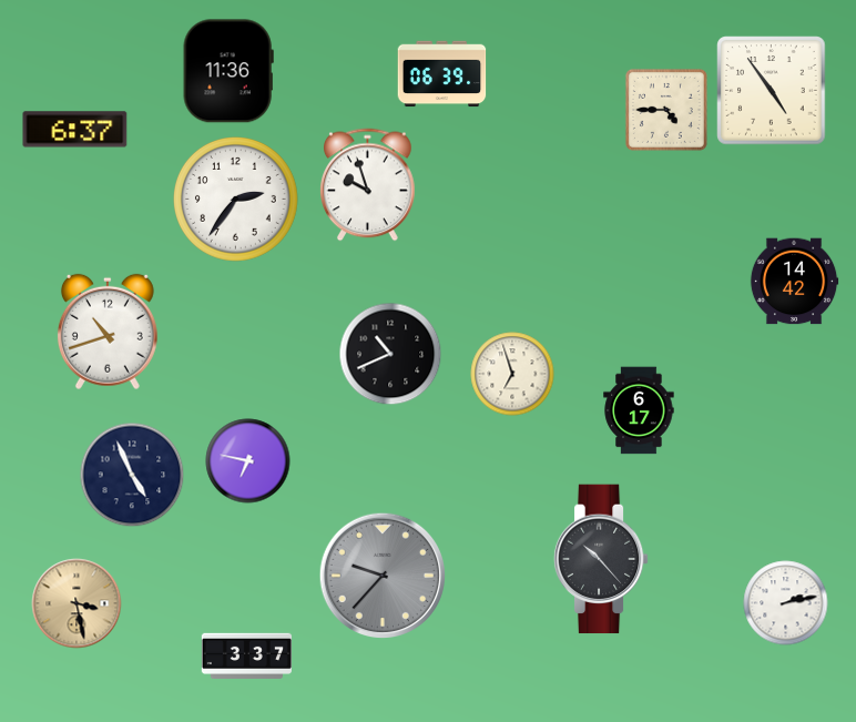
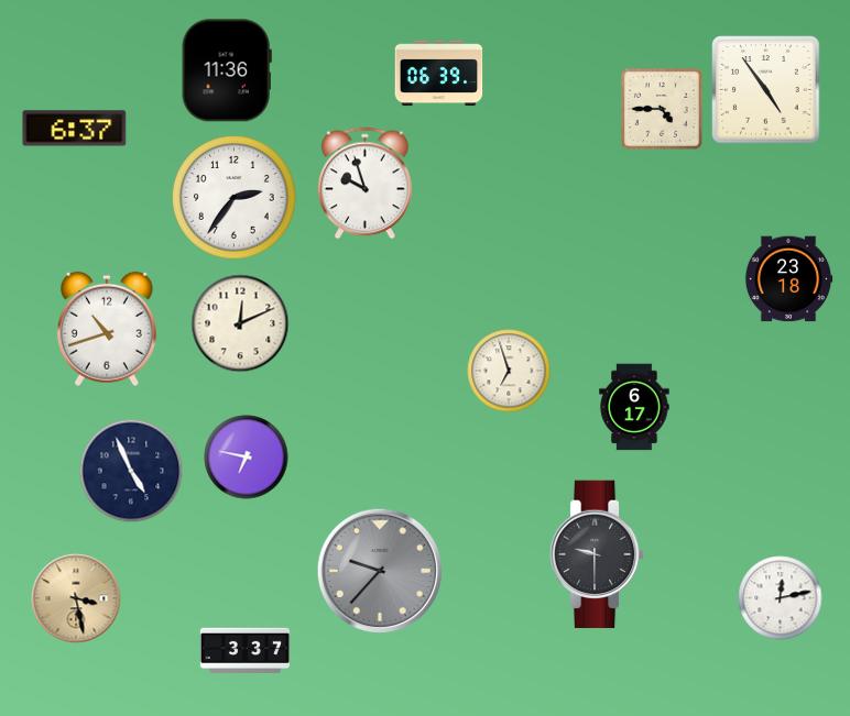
clock at (794, 282): 14:42 -> 23:18
clock at (240, 323): none -> 12:11
clock at (390, 354): 10:41 -> none
clock at (601, 559): 10:23 -> 9:30
clock at (786, 603): 2:13 -> 12:13
